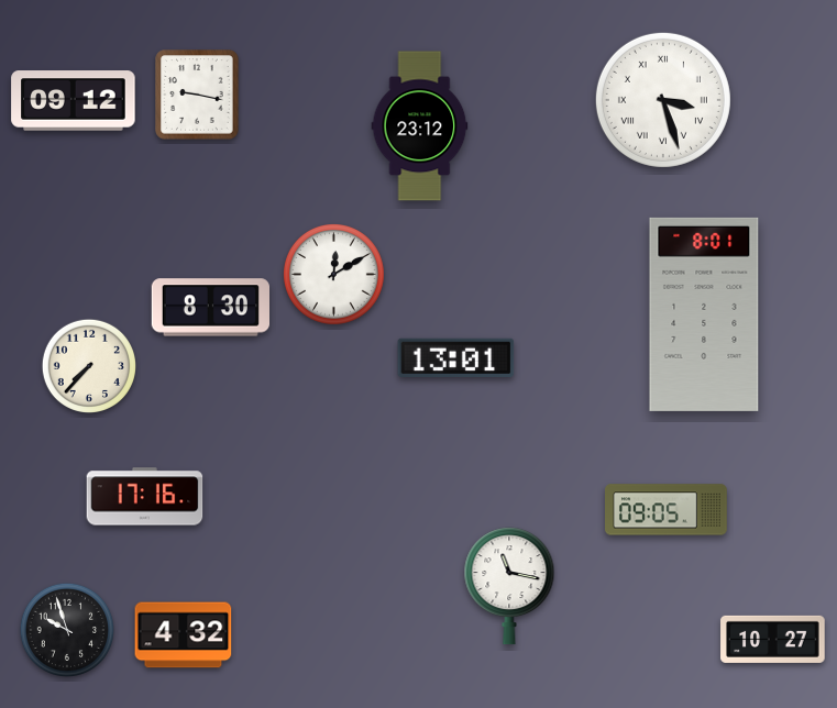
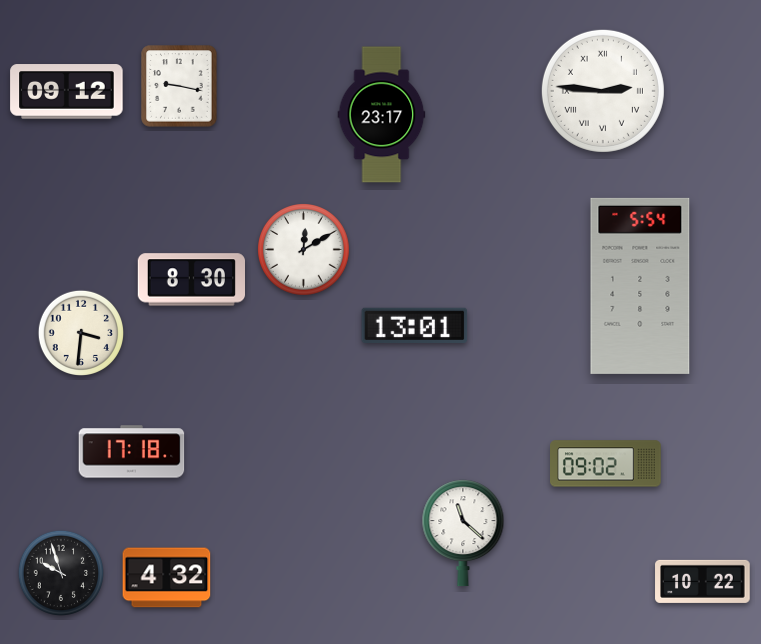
clock at (663, 100): 3:27 -> 2:46
clock at (420, 126): 23:12 -> 23:17
clock at (704, 314): 8:01 -> 5:54
clock at (88, 365): 7:37 -> 3:31
clock at (145, 497): 17:16 -> 17:18
clock at (667, 510): 09:05 -> 09:02
clock at (509, 586): 11:17 -> 11:22
clock at (773, 639): 10:27 -> 10:22
